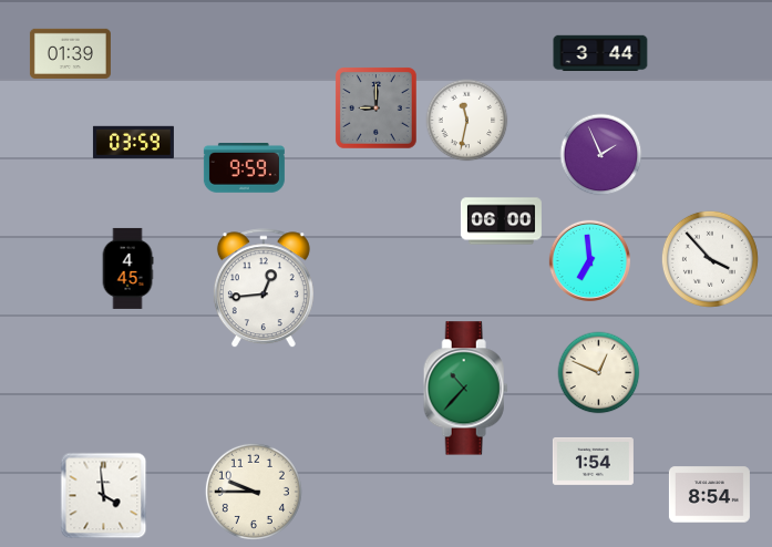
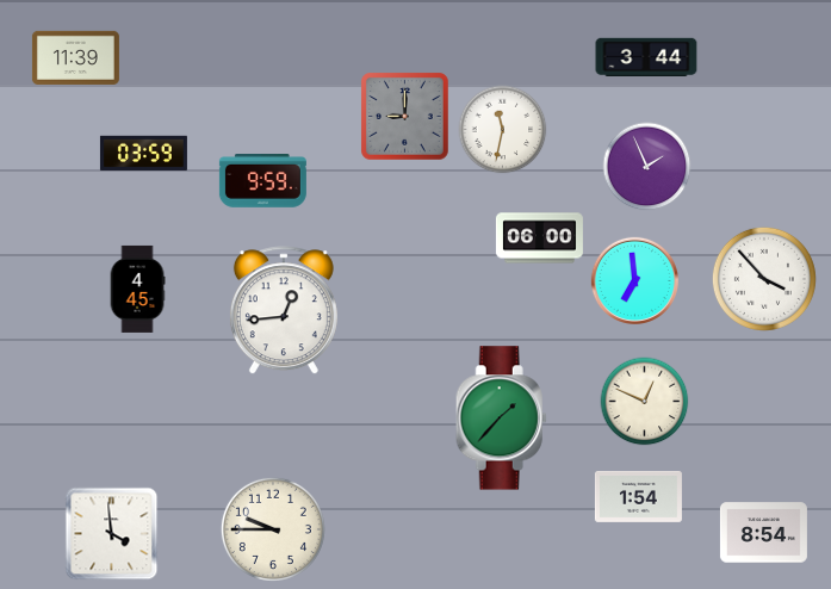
clock at (70, 53): 01:39 -> 11:39
clock at (465, 389): 10:37 -> 1:37
